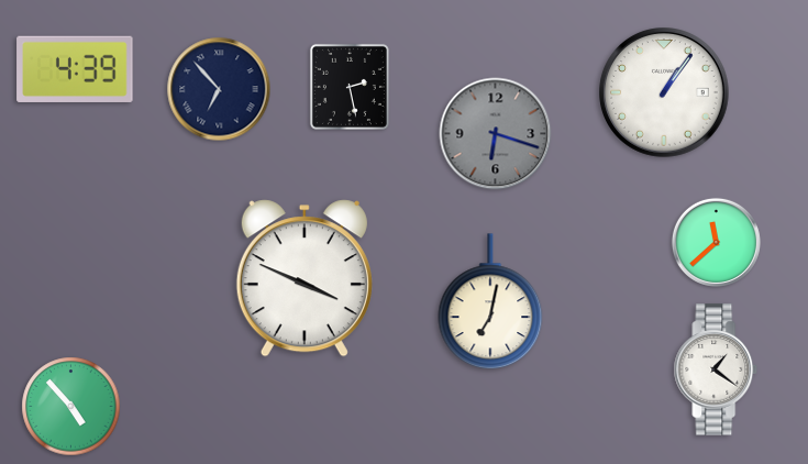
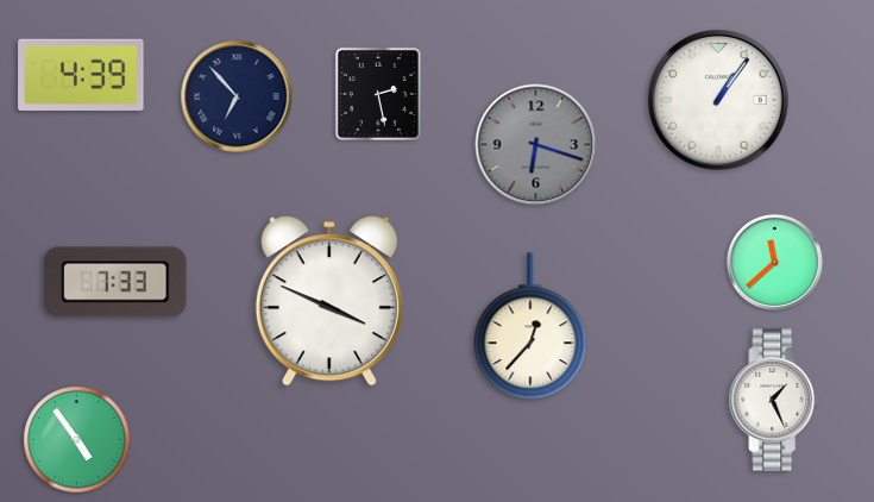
clock at (115, 282): none -> 7:33
clock at (490, 302): 7:02 -> 12:37
clock at (716, 369): 1:21 -> 1:26
clock at (71, 407): 4:53 -> 4:54
